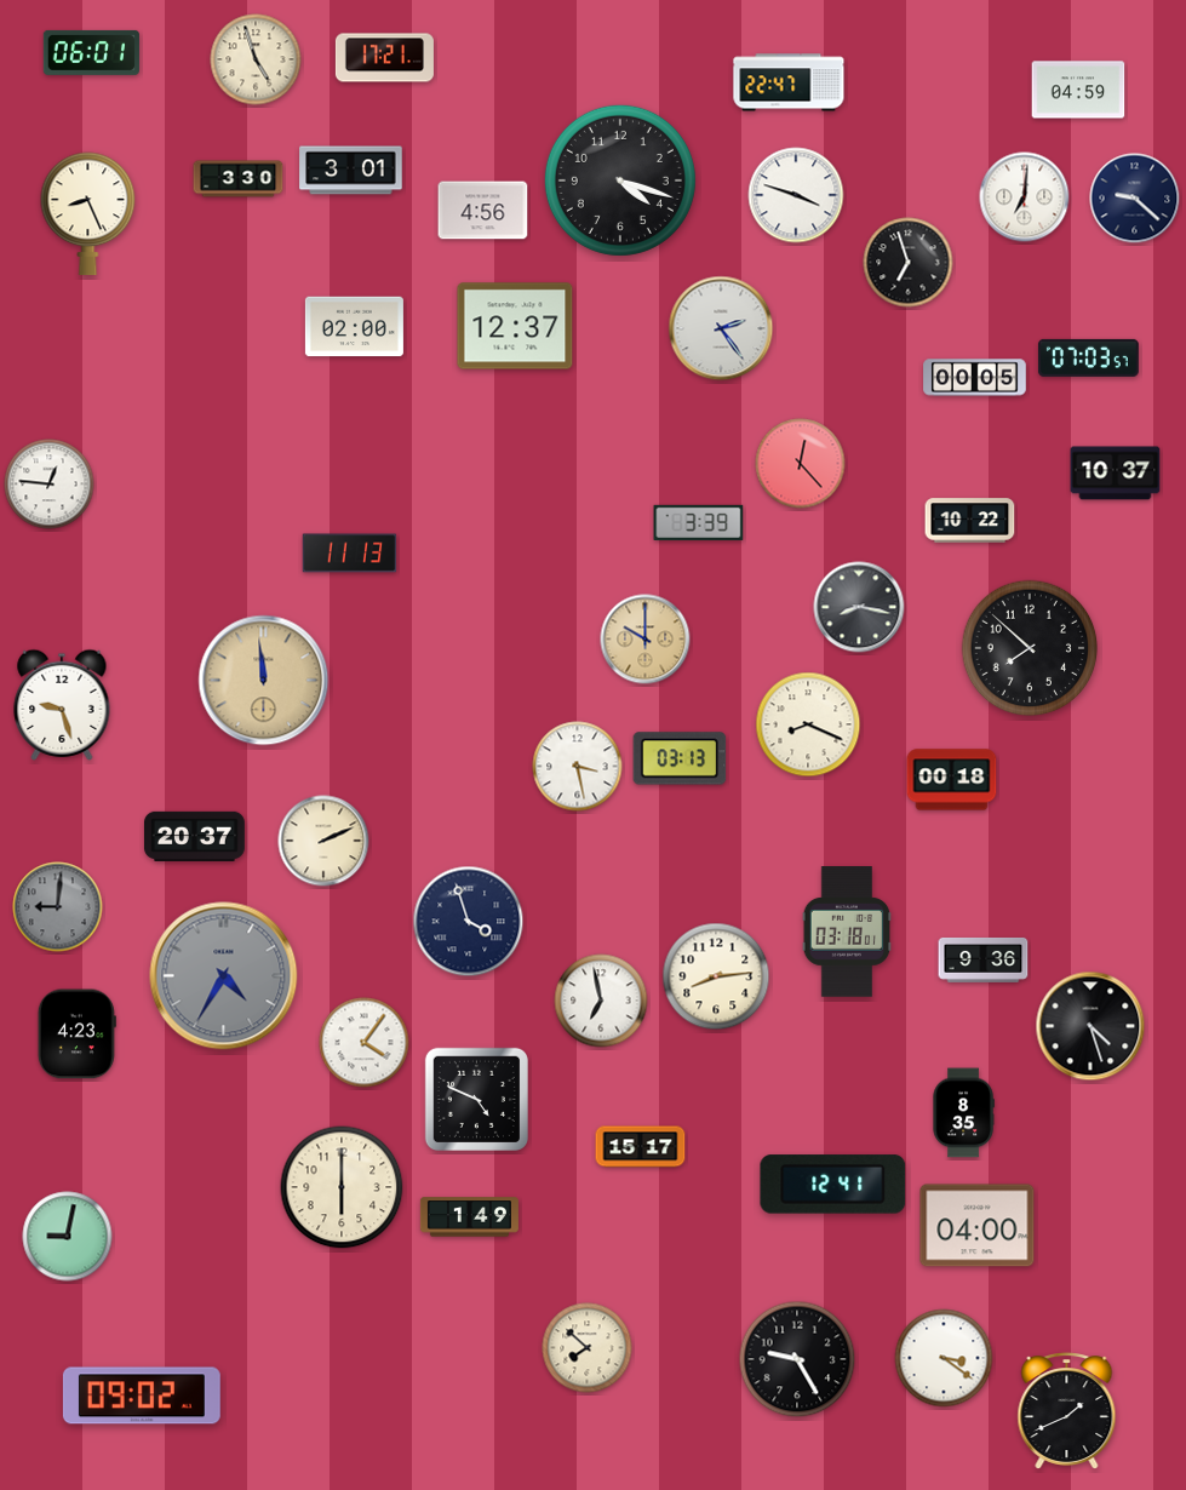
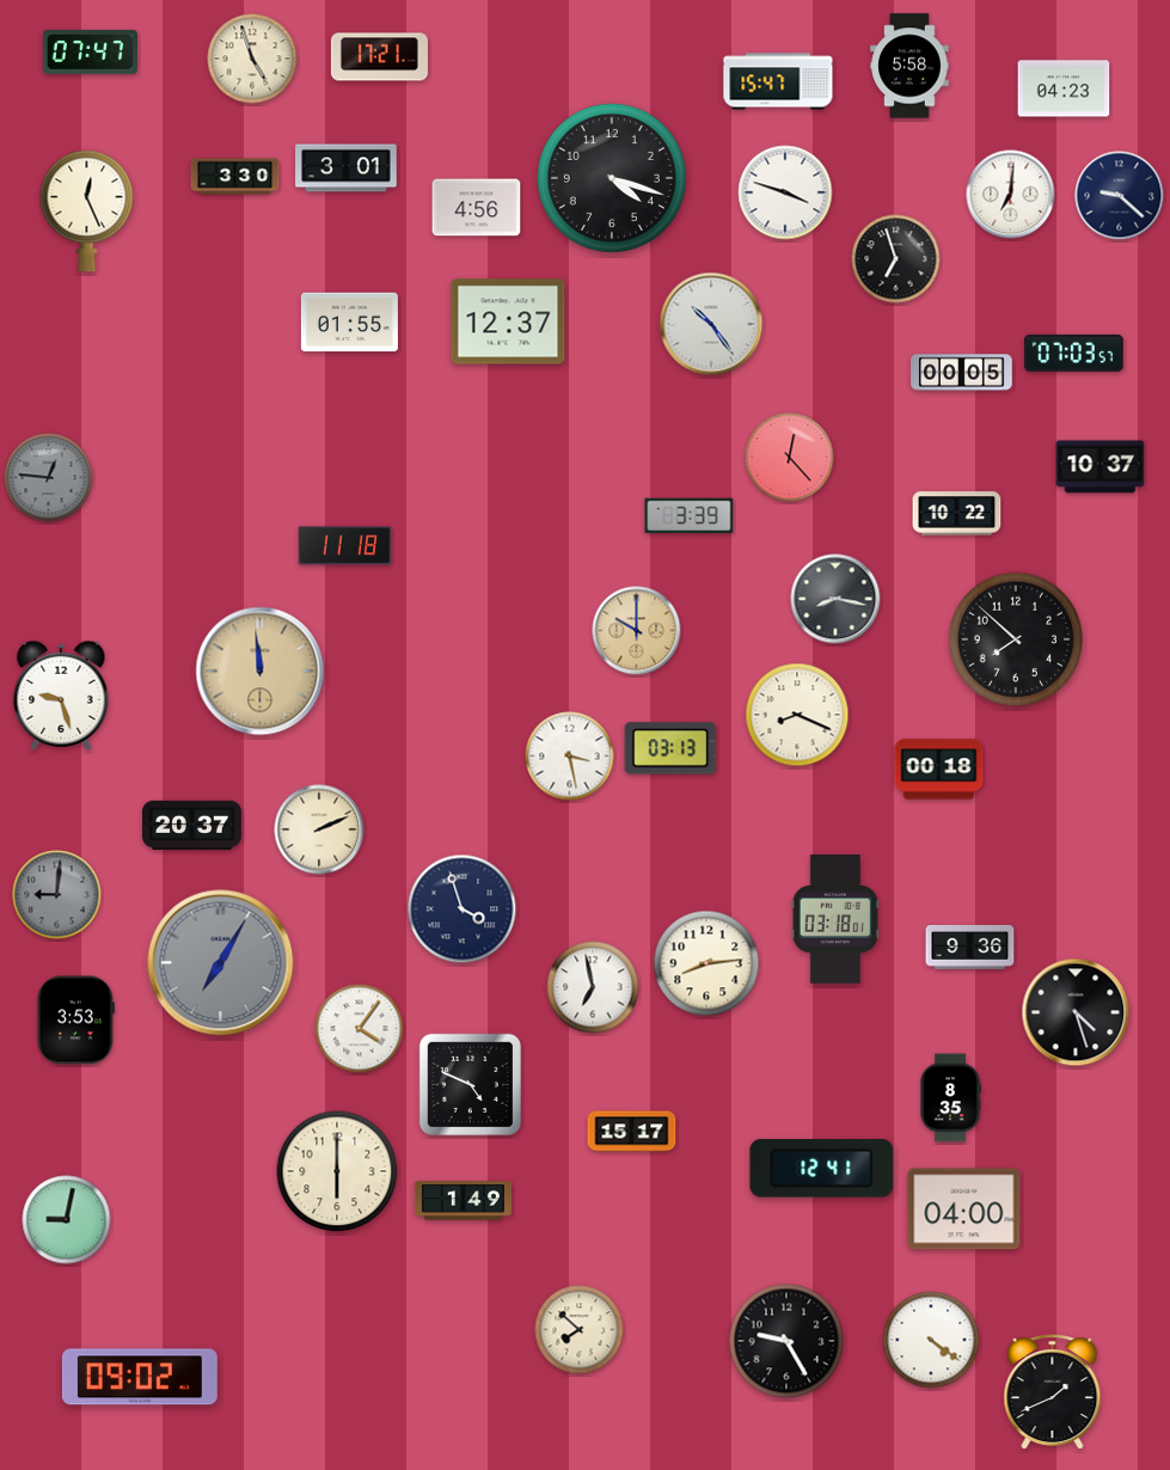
clock at (91, 52): 06:01 -> 07:47
clock at (909, 66): none -> 5:58
clock at (789, 82): 22:47 -> 15:47
clock at (1078, 90): 04:59 -> 04:23
clock at (88, 214): 8:26 -> 12:26
clock at (354, 327): 02:00 -> 01:55
clock at (721, 328): 2:24 -> 10:24
clock at (50, 485) dial: white -> grey
clock at (350, 554): 11:13 -> 11:18
clock at (859, 607) position: (859, 607) -> (835, 599)
clock at (224, 976): 4:35 -> 7:05
clock at (76, 1035): 4:23 -> 3:53
clock at (944, 1358): 3:21 -> 4:21
